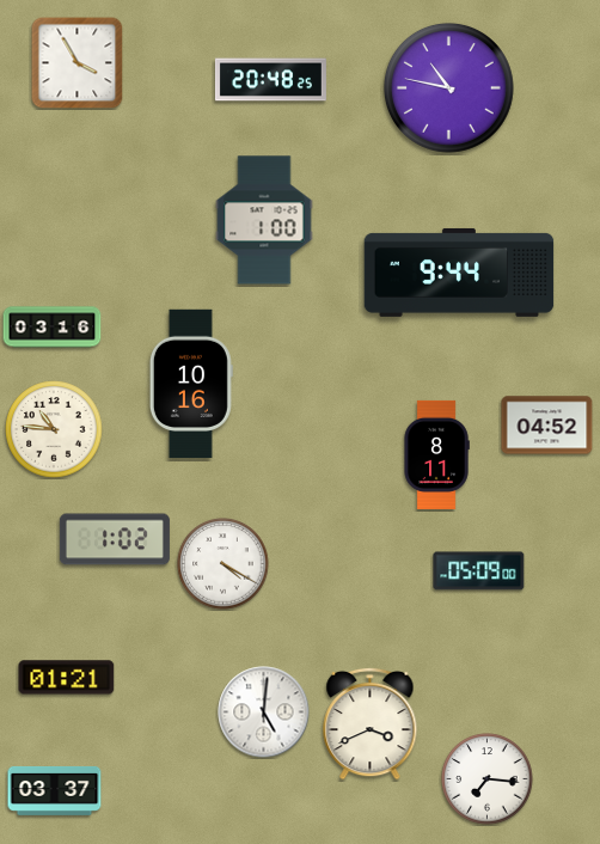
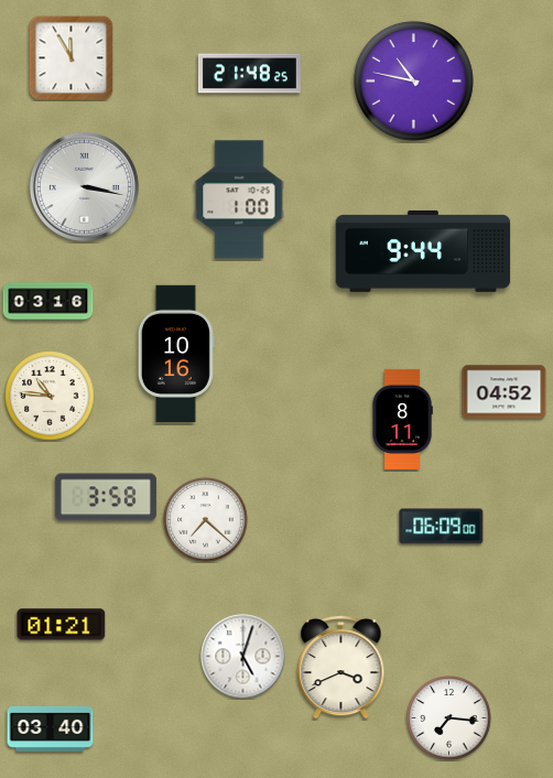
clock at (76, 62): 3:55 -> 11:55
clock at (270, 80): 20:48 -> 21:48
clock at (84, 186): none -> 3:17
clock at (264, 220) position: (264, 220) -> (239, 199)
clock at (115, 539): 1:02 -> 3:58
clock at (224, 564): 4:20 -> 7:22
clock at (479, 571): 05:09 -> 06:09
clock at (264, 712): 5:01 -> 5:03
clock at (55, 790): 03:37 -> 03:40
